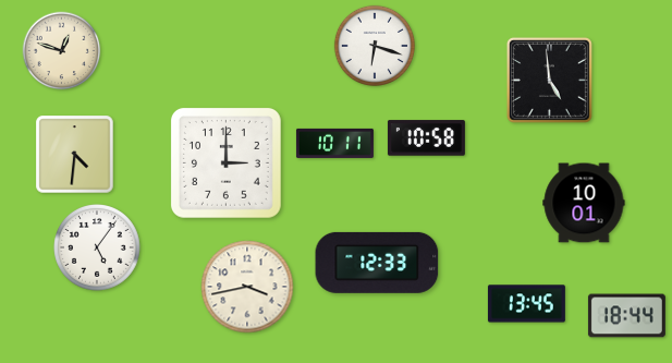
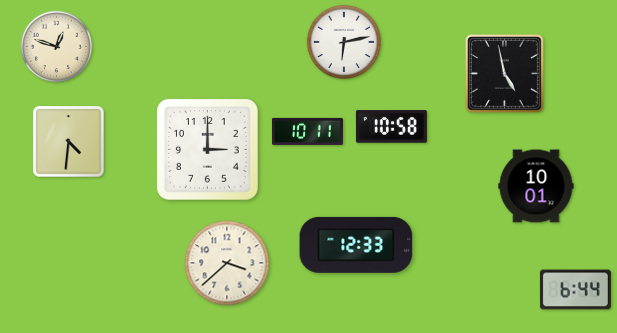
clock at (374, 45): 6:18 -> 6:13
clock at (549, 80): 4:59 -> 4:58
clock at (98, 249): 5:06 -> none
clock at (377, 263) position: (377, 263) -> (356, 245)
clock at (247, 287): 3:43 -> 3:38
clock at (526, 304): 13:45 -> none
clock at (626, 316): 18:44 -> 6:44
